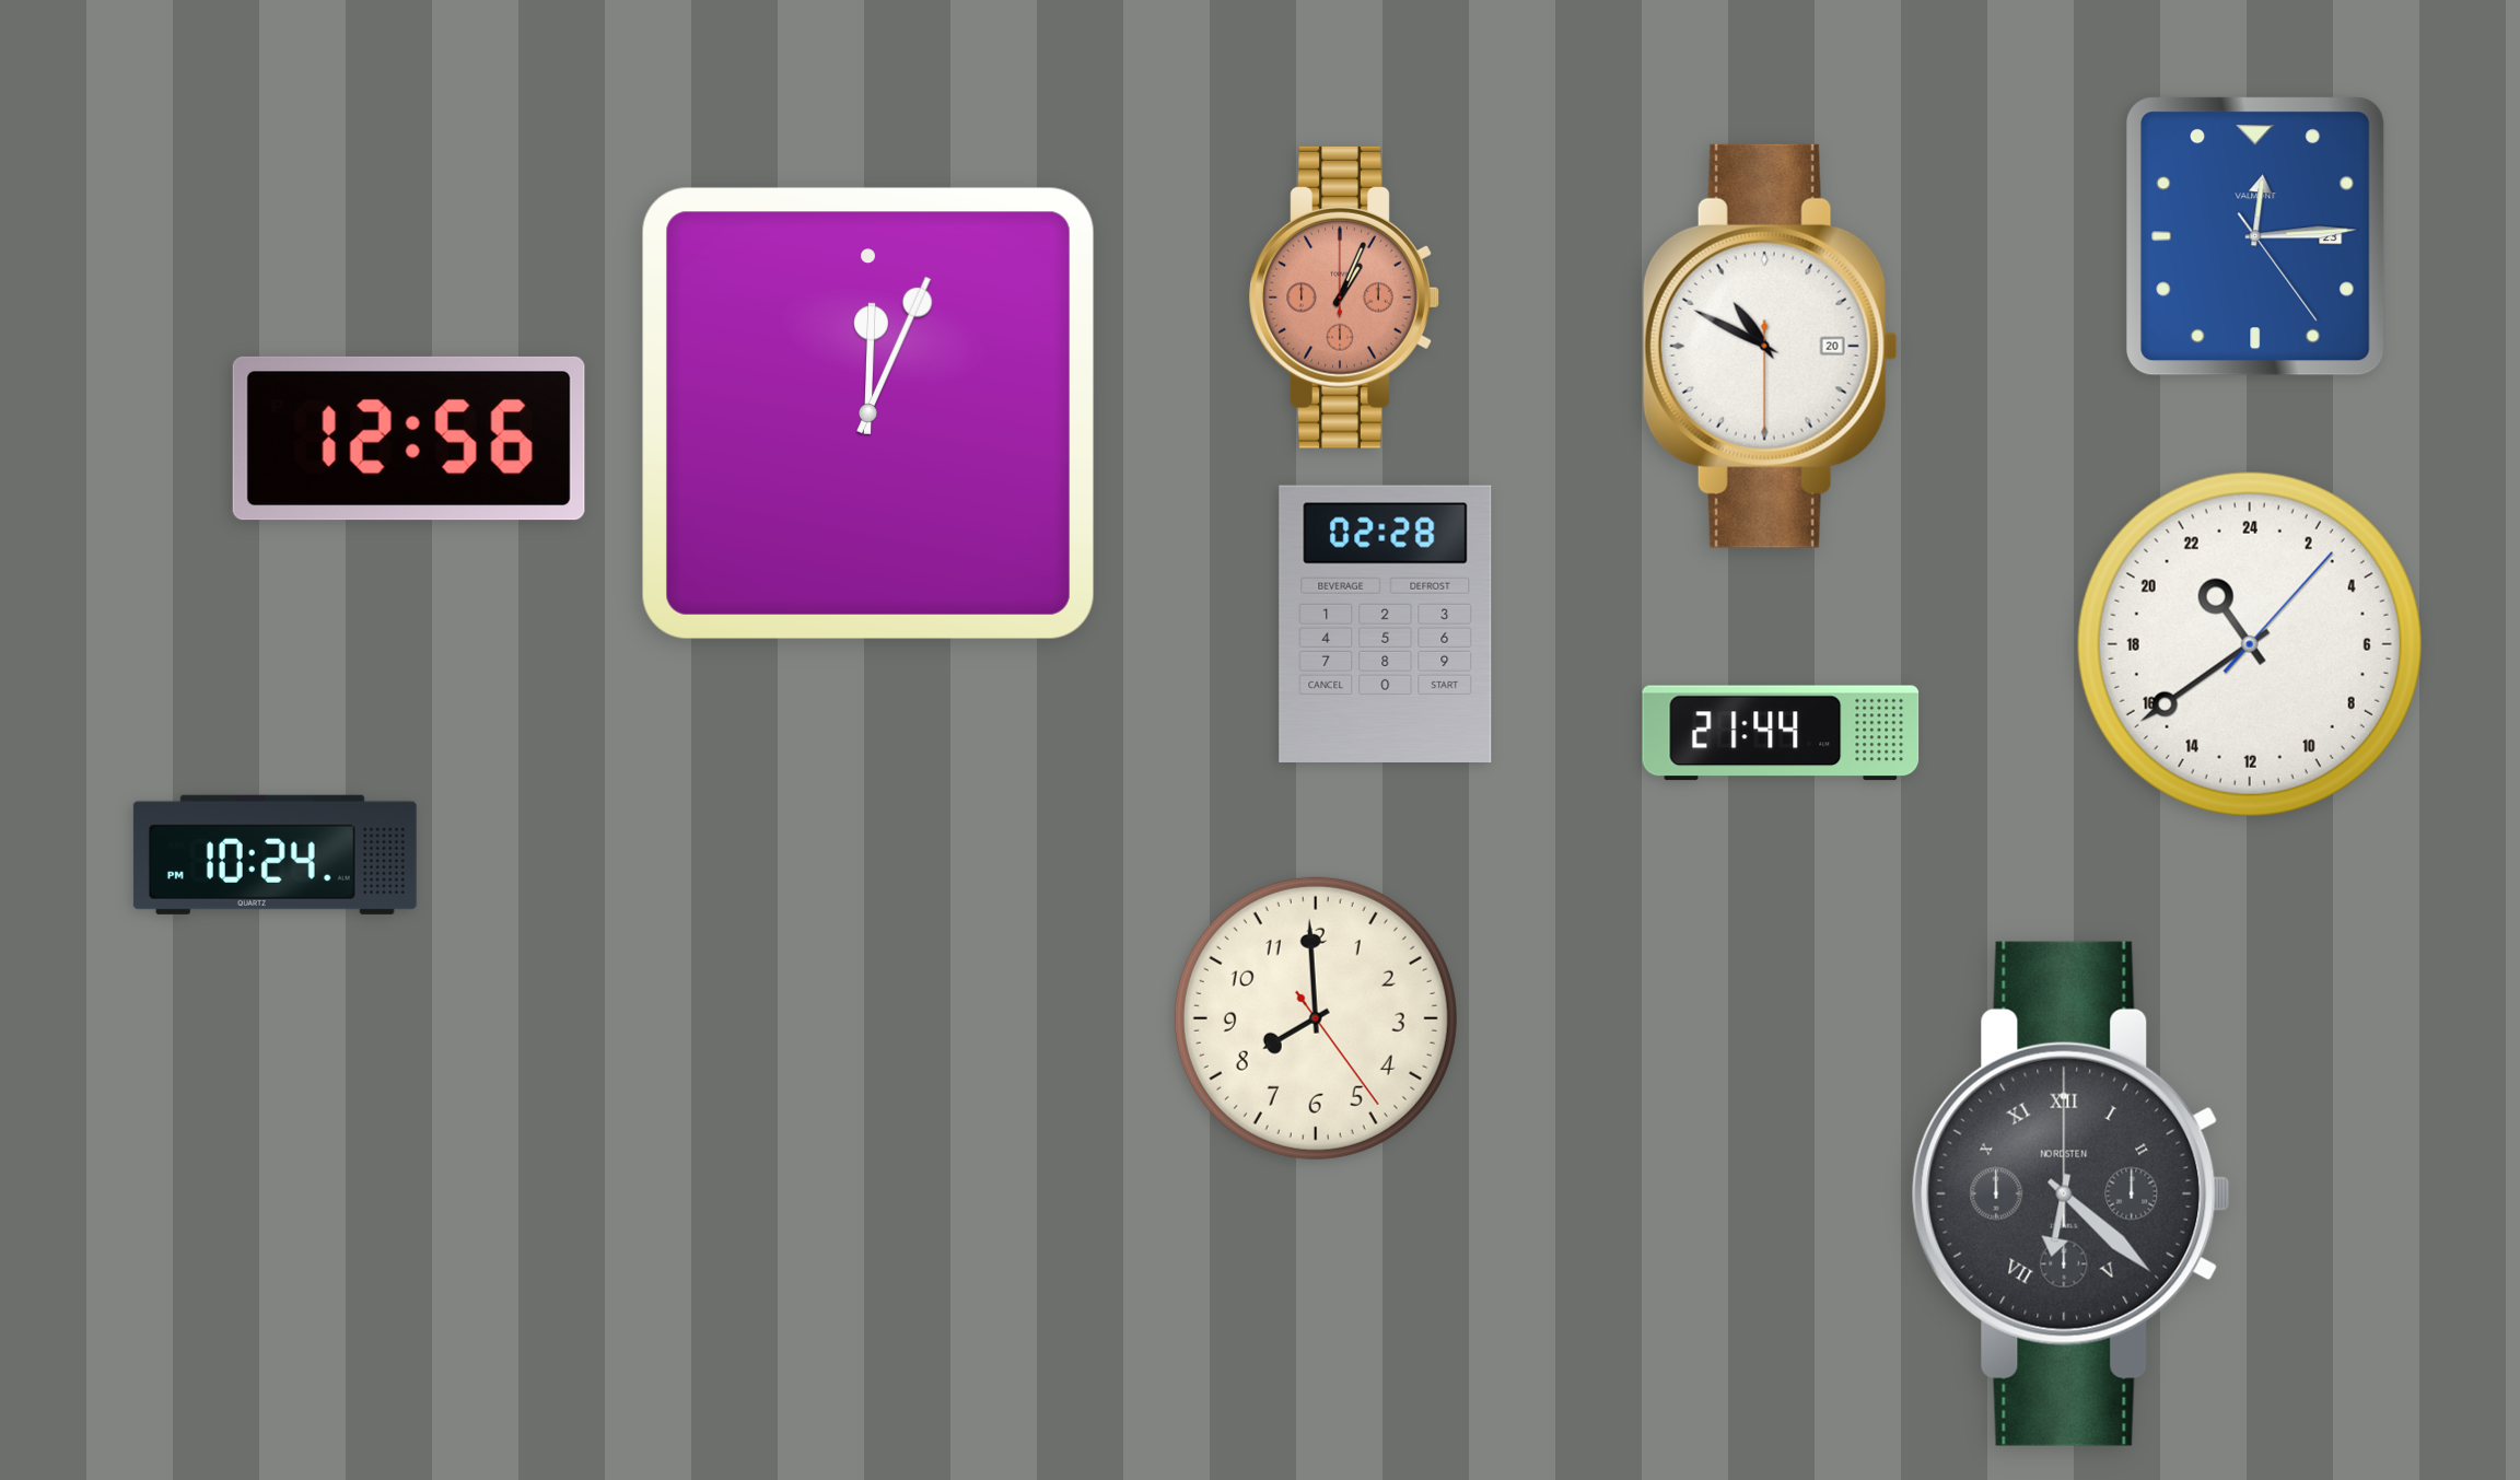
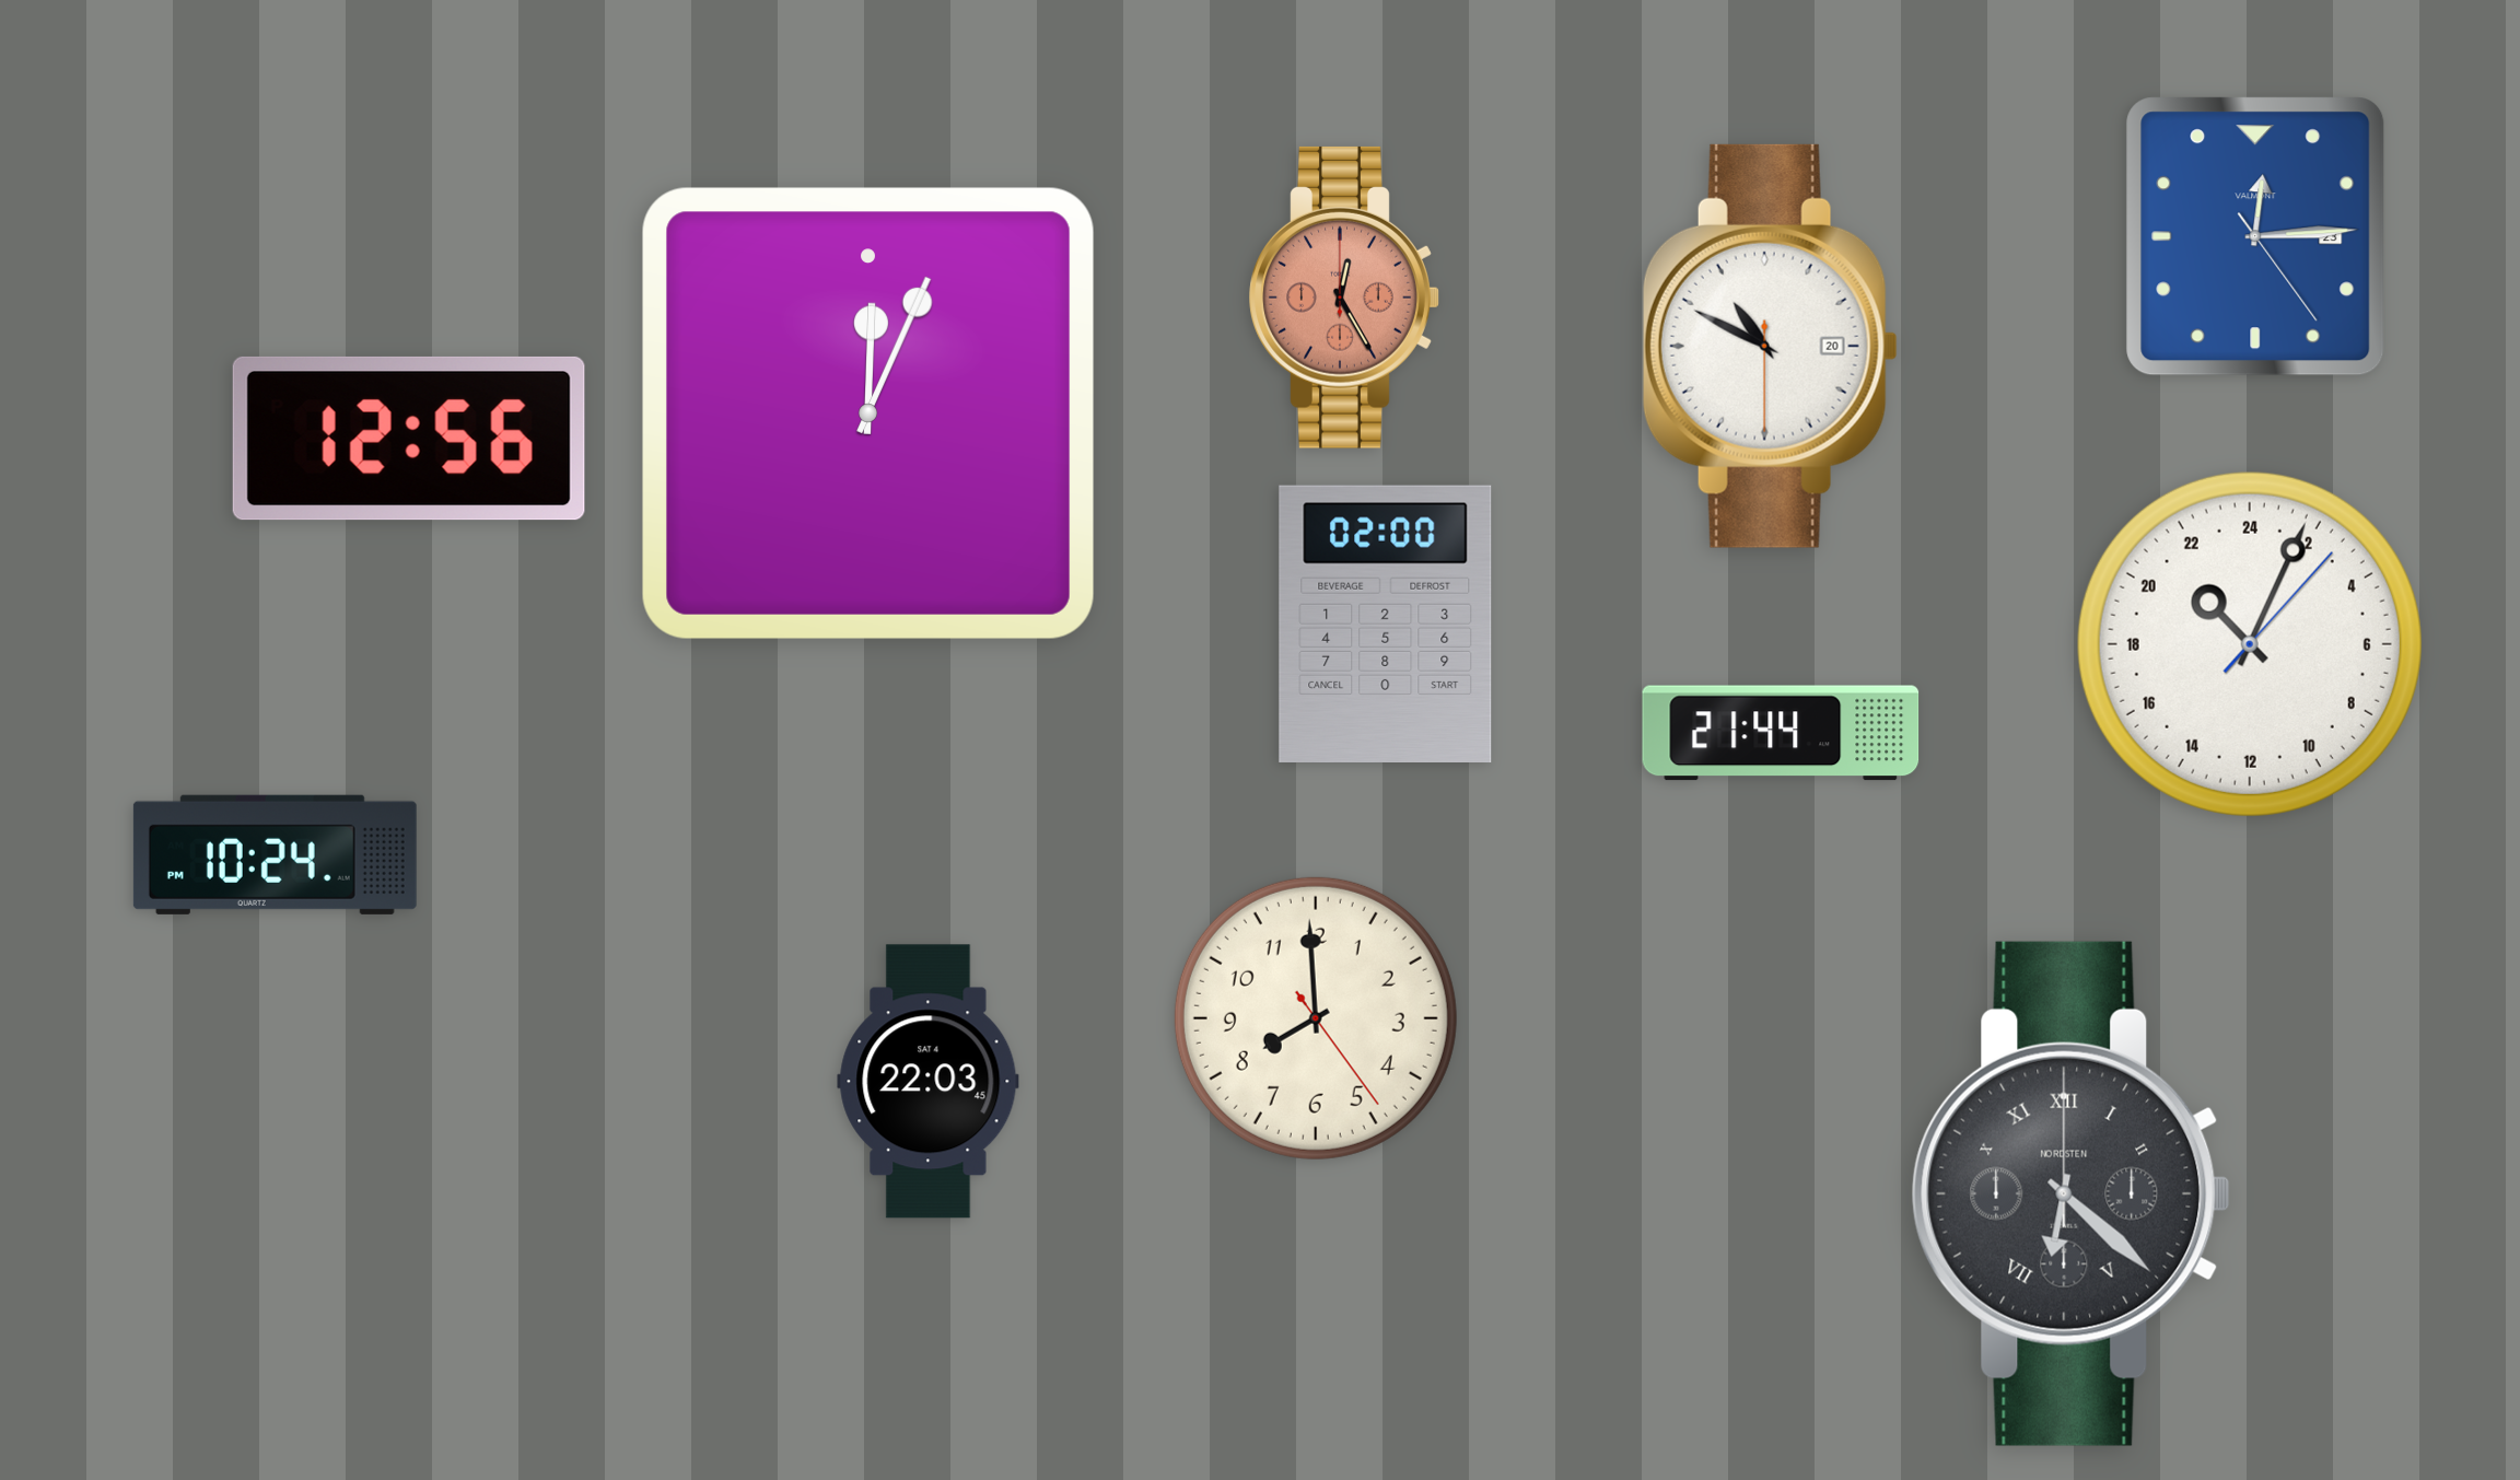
clock at (1344, 298): 1:04 -> 12:25
clock at (1386, 624): 02:28 -> 02:00
clock at (2250, 644): 21:39 -> 21:04
clock at (929, 1082): none -> 22:03
